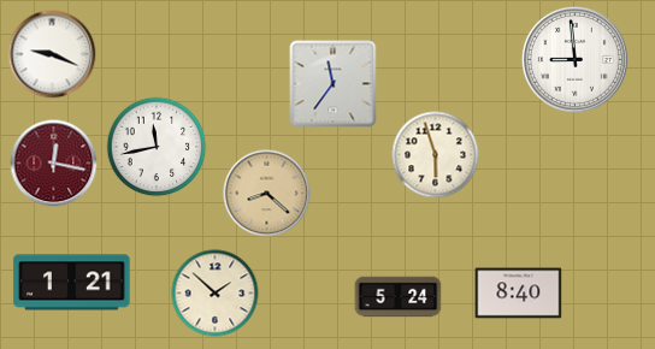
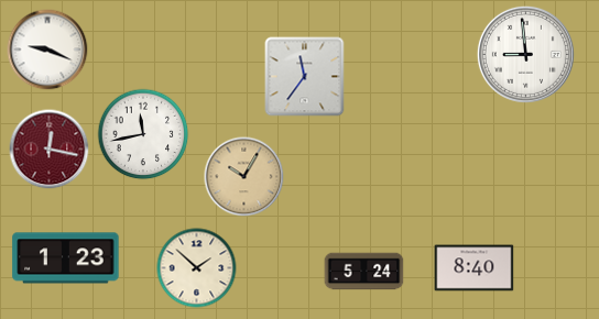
clock at (436, 155): 5:57 -> none
clock at (267, 194): 8:22 -> 10:05
clock at (72, 283): 1:21 -> 1:23
